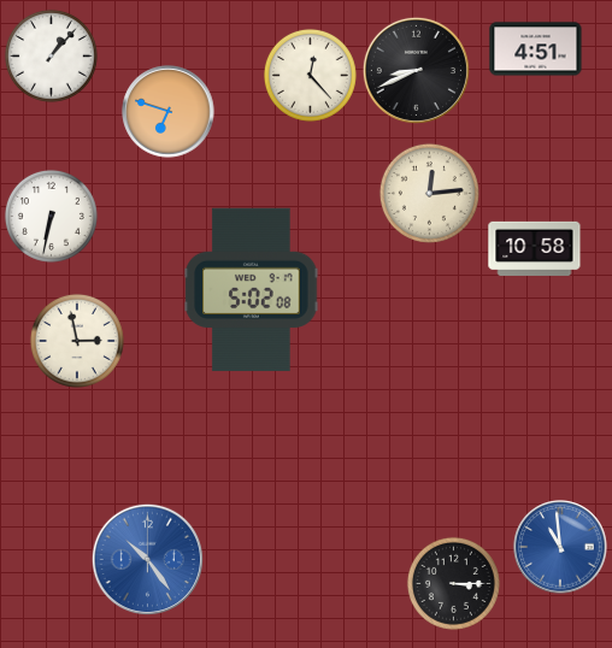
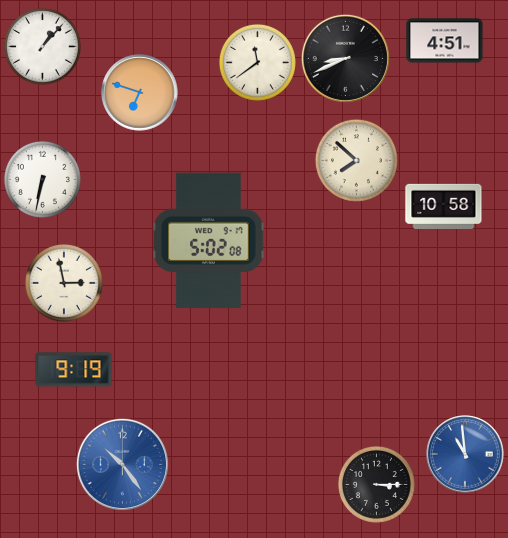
clock at (310, 75): 12:23 -> 11:39
clock at (429, 193): 12:14 -> 7:52
clock at (74, 370): none -> 9:19
